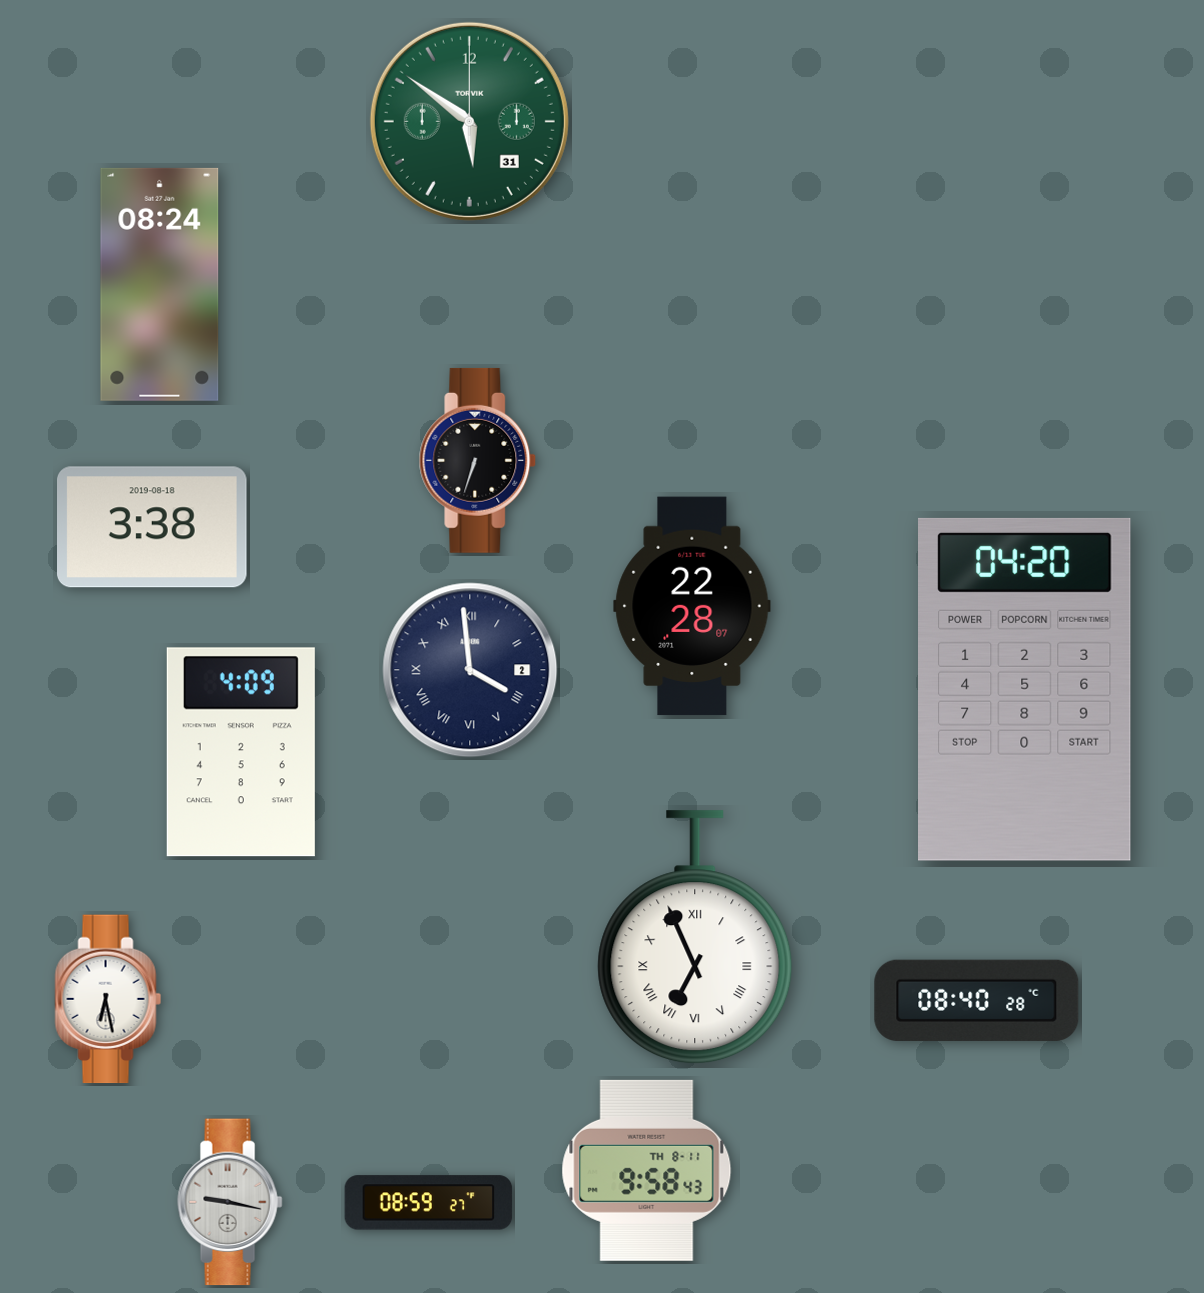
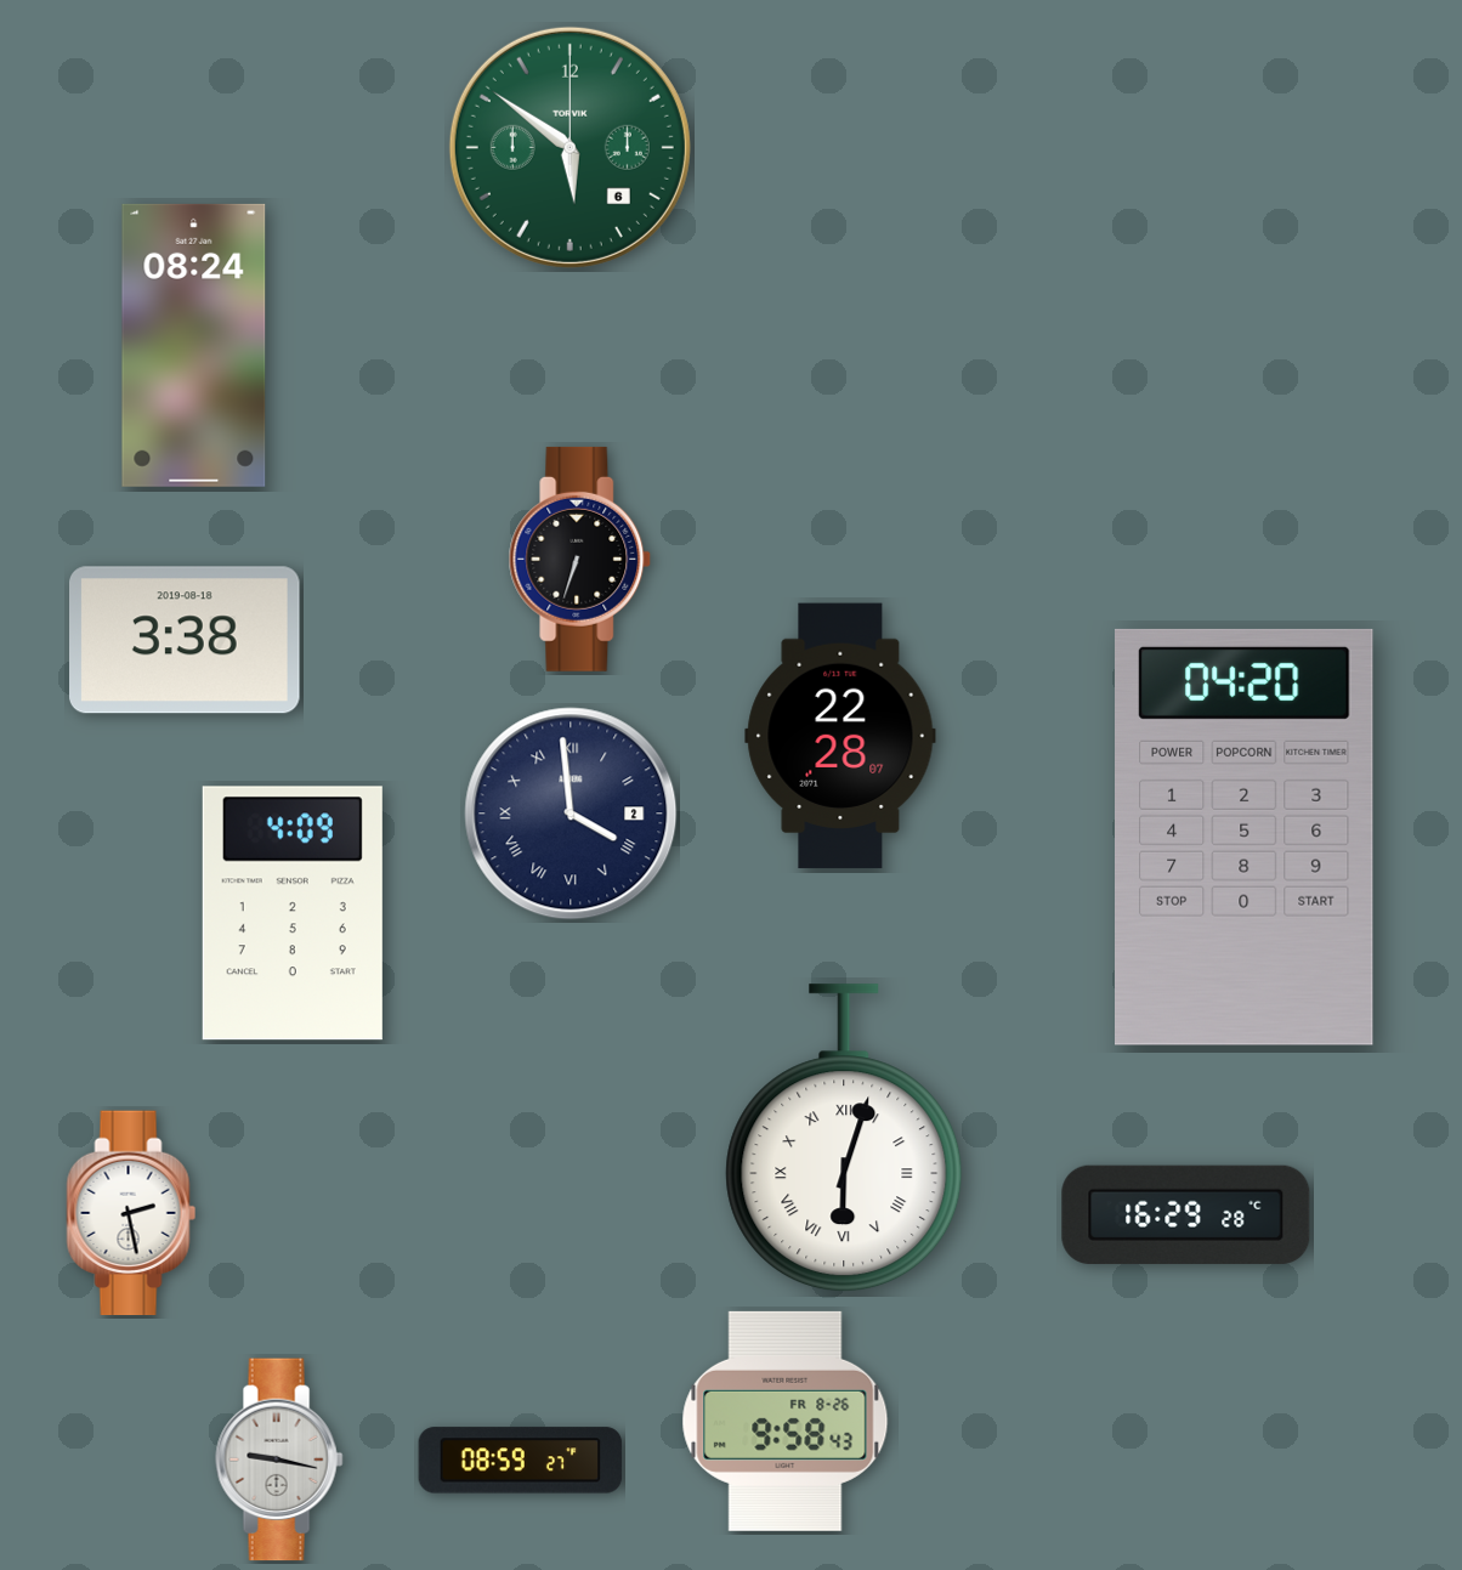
clock at (469, 121) date: 31 -> 6
clock at (695, 938): 6:56 -> 6:03
clock at (108, 999): 6:28 -> 2:28
clock at (977, 1000): 08:40 -> 16:29
clock at (647, 1170) date: TH 8-11 -> FR 8-26
